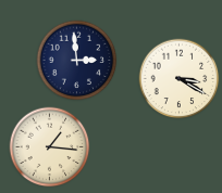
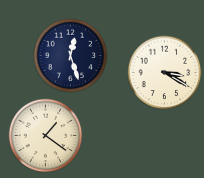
clock at (77, 61): 2:59 -> 12:27
clock at (50, 147): 1:16 -> 1:21
